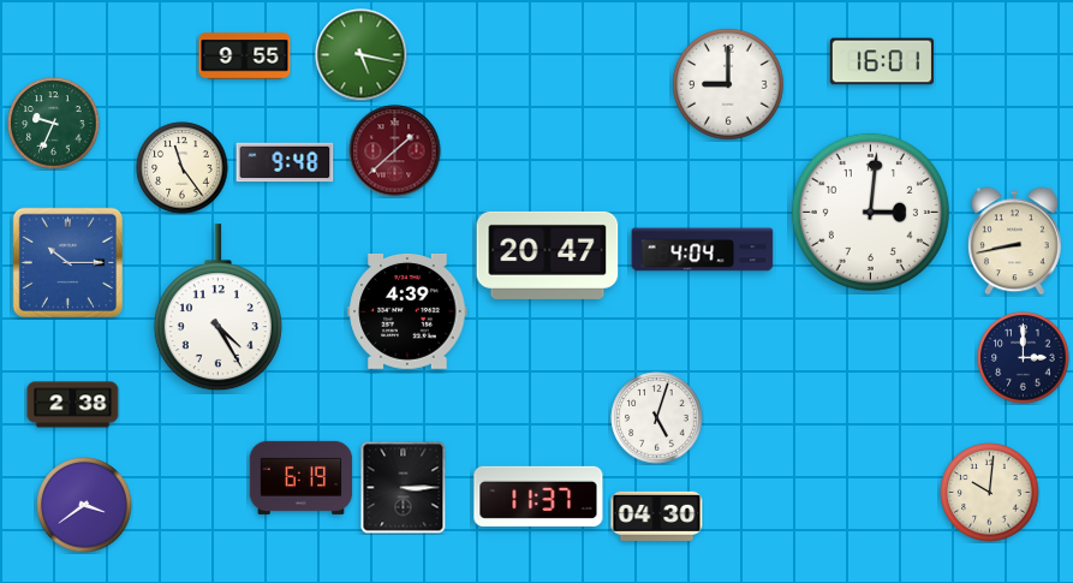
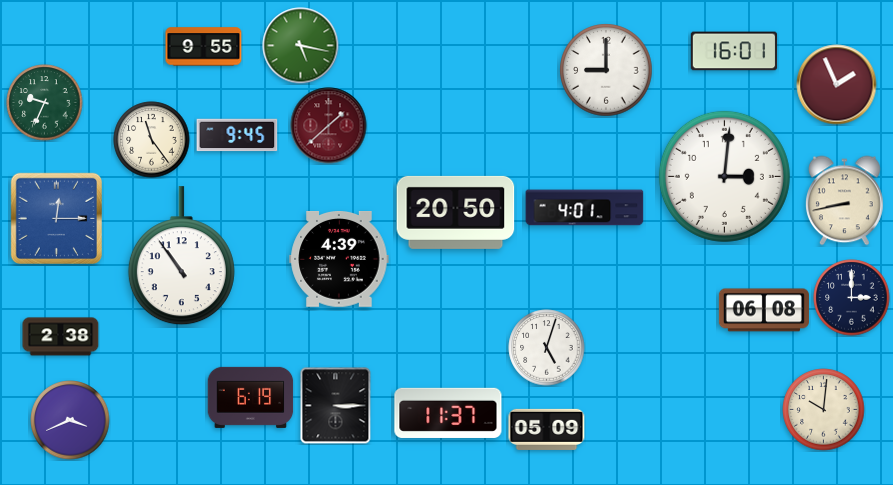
clock at (837, 85): none -> 1:56
clock at (285, 162): 9:48 -> 9:45
clock at (703, 250): 4:04 -> 4:01
clock at (548, 255): 20:47 -> 20:50
clock at (67, 262): 10:15 -> 12:15
clock at (217, 308): 4:25 -> 10:54
clock at (764, 310): none -> 06:08
clock at (84, 505): 3:39 -> 3:41
clock at (657, 516): 04:30 -> 05:09
